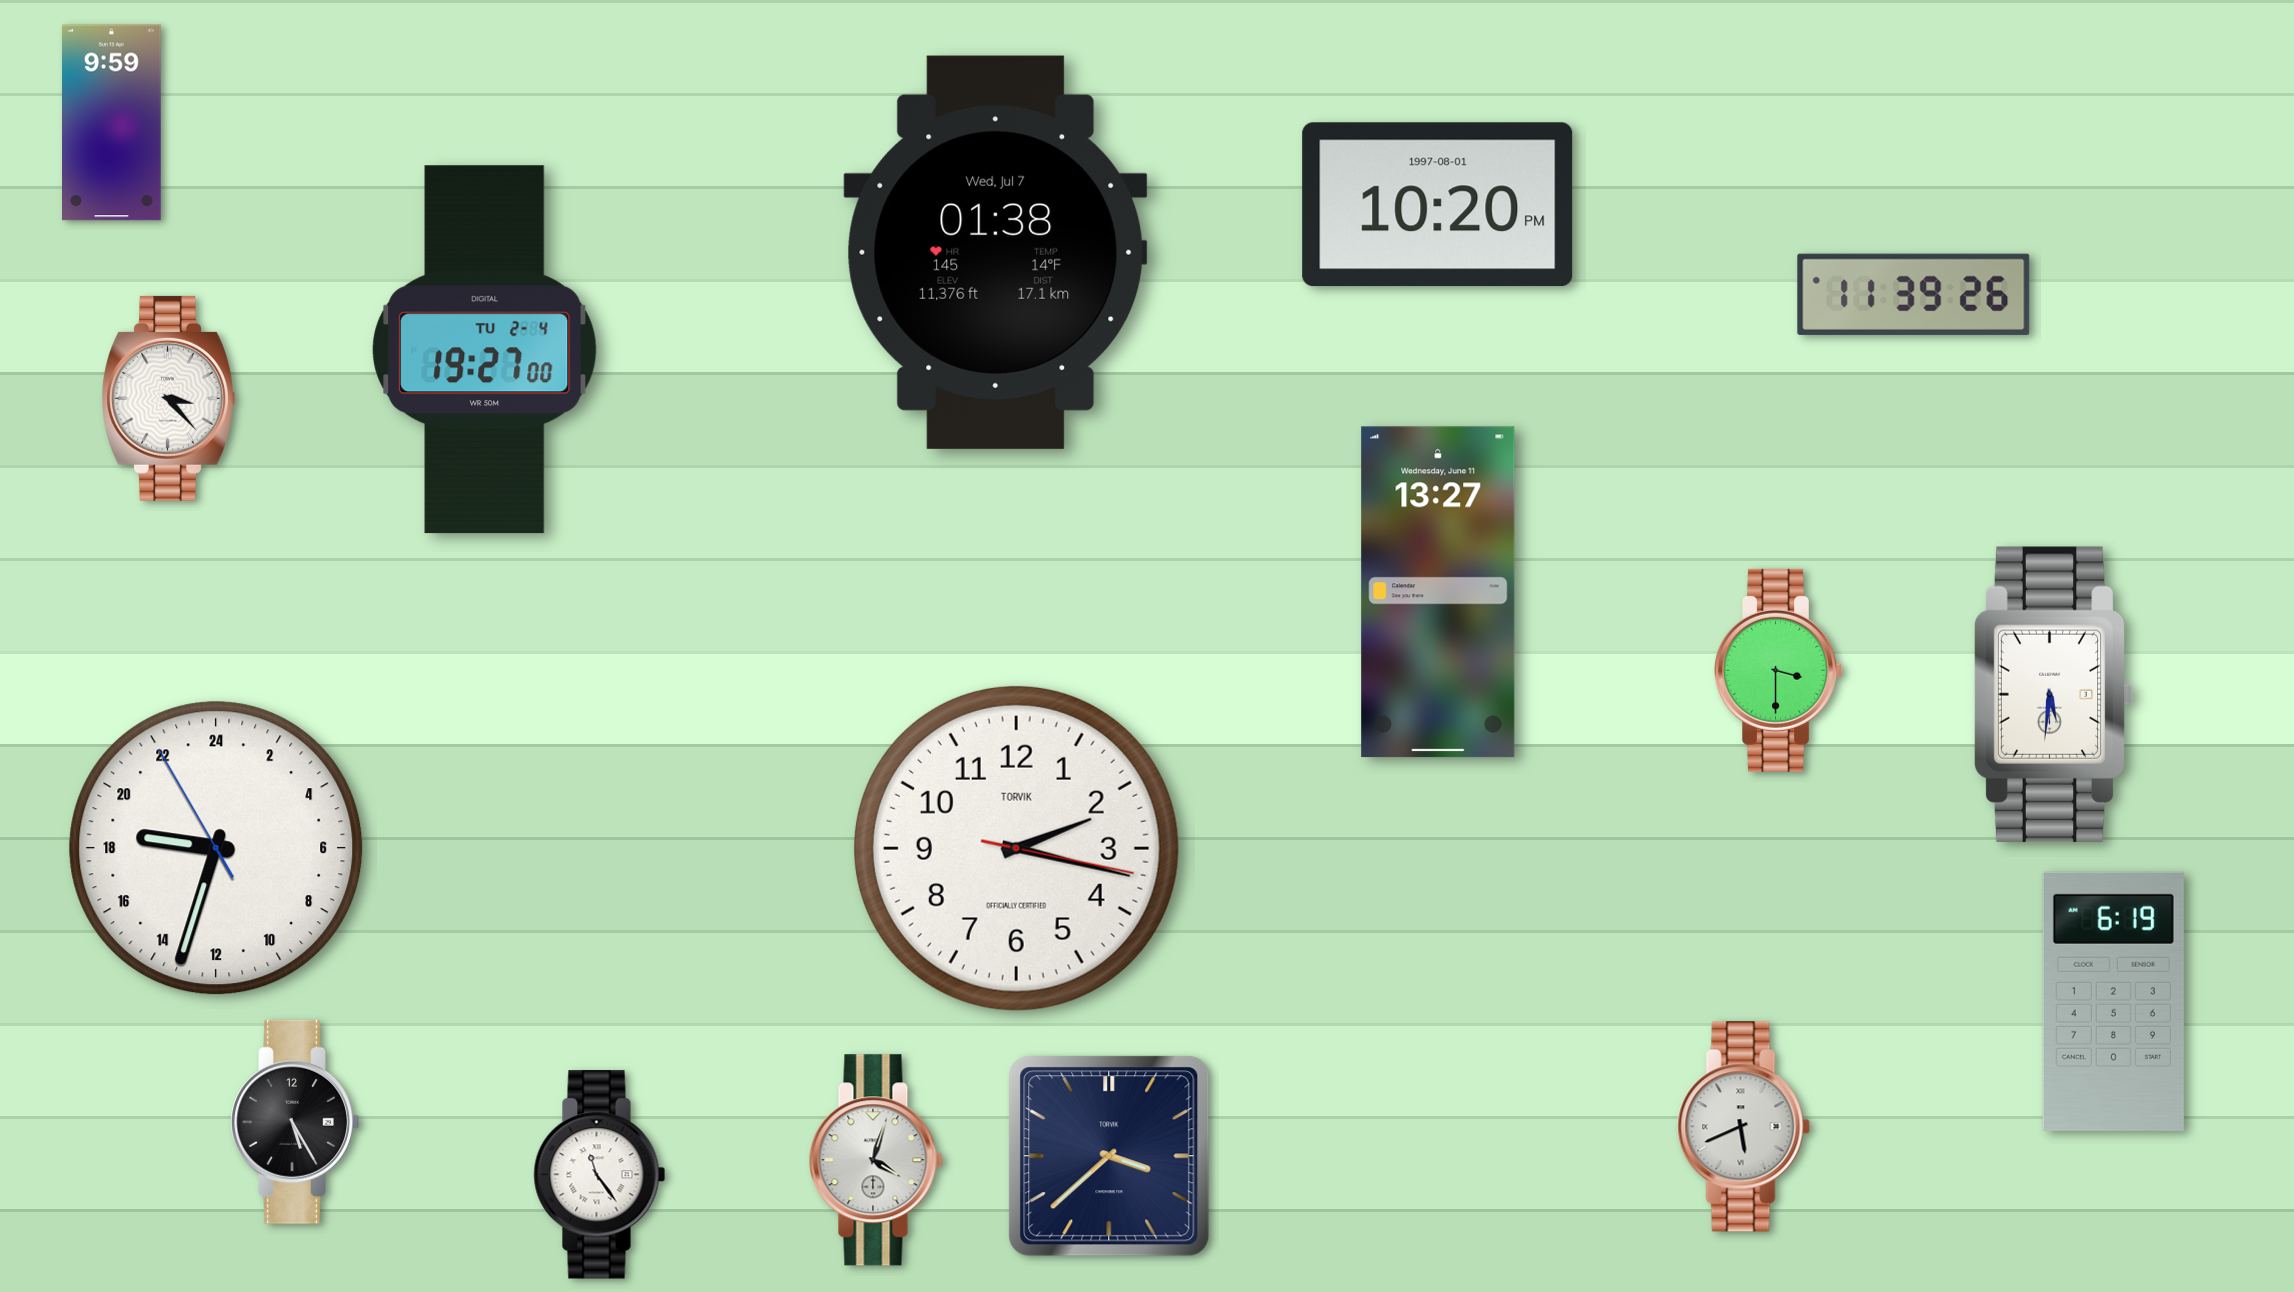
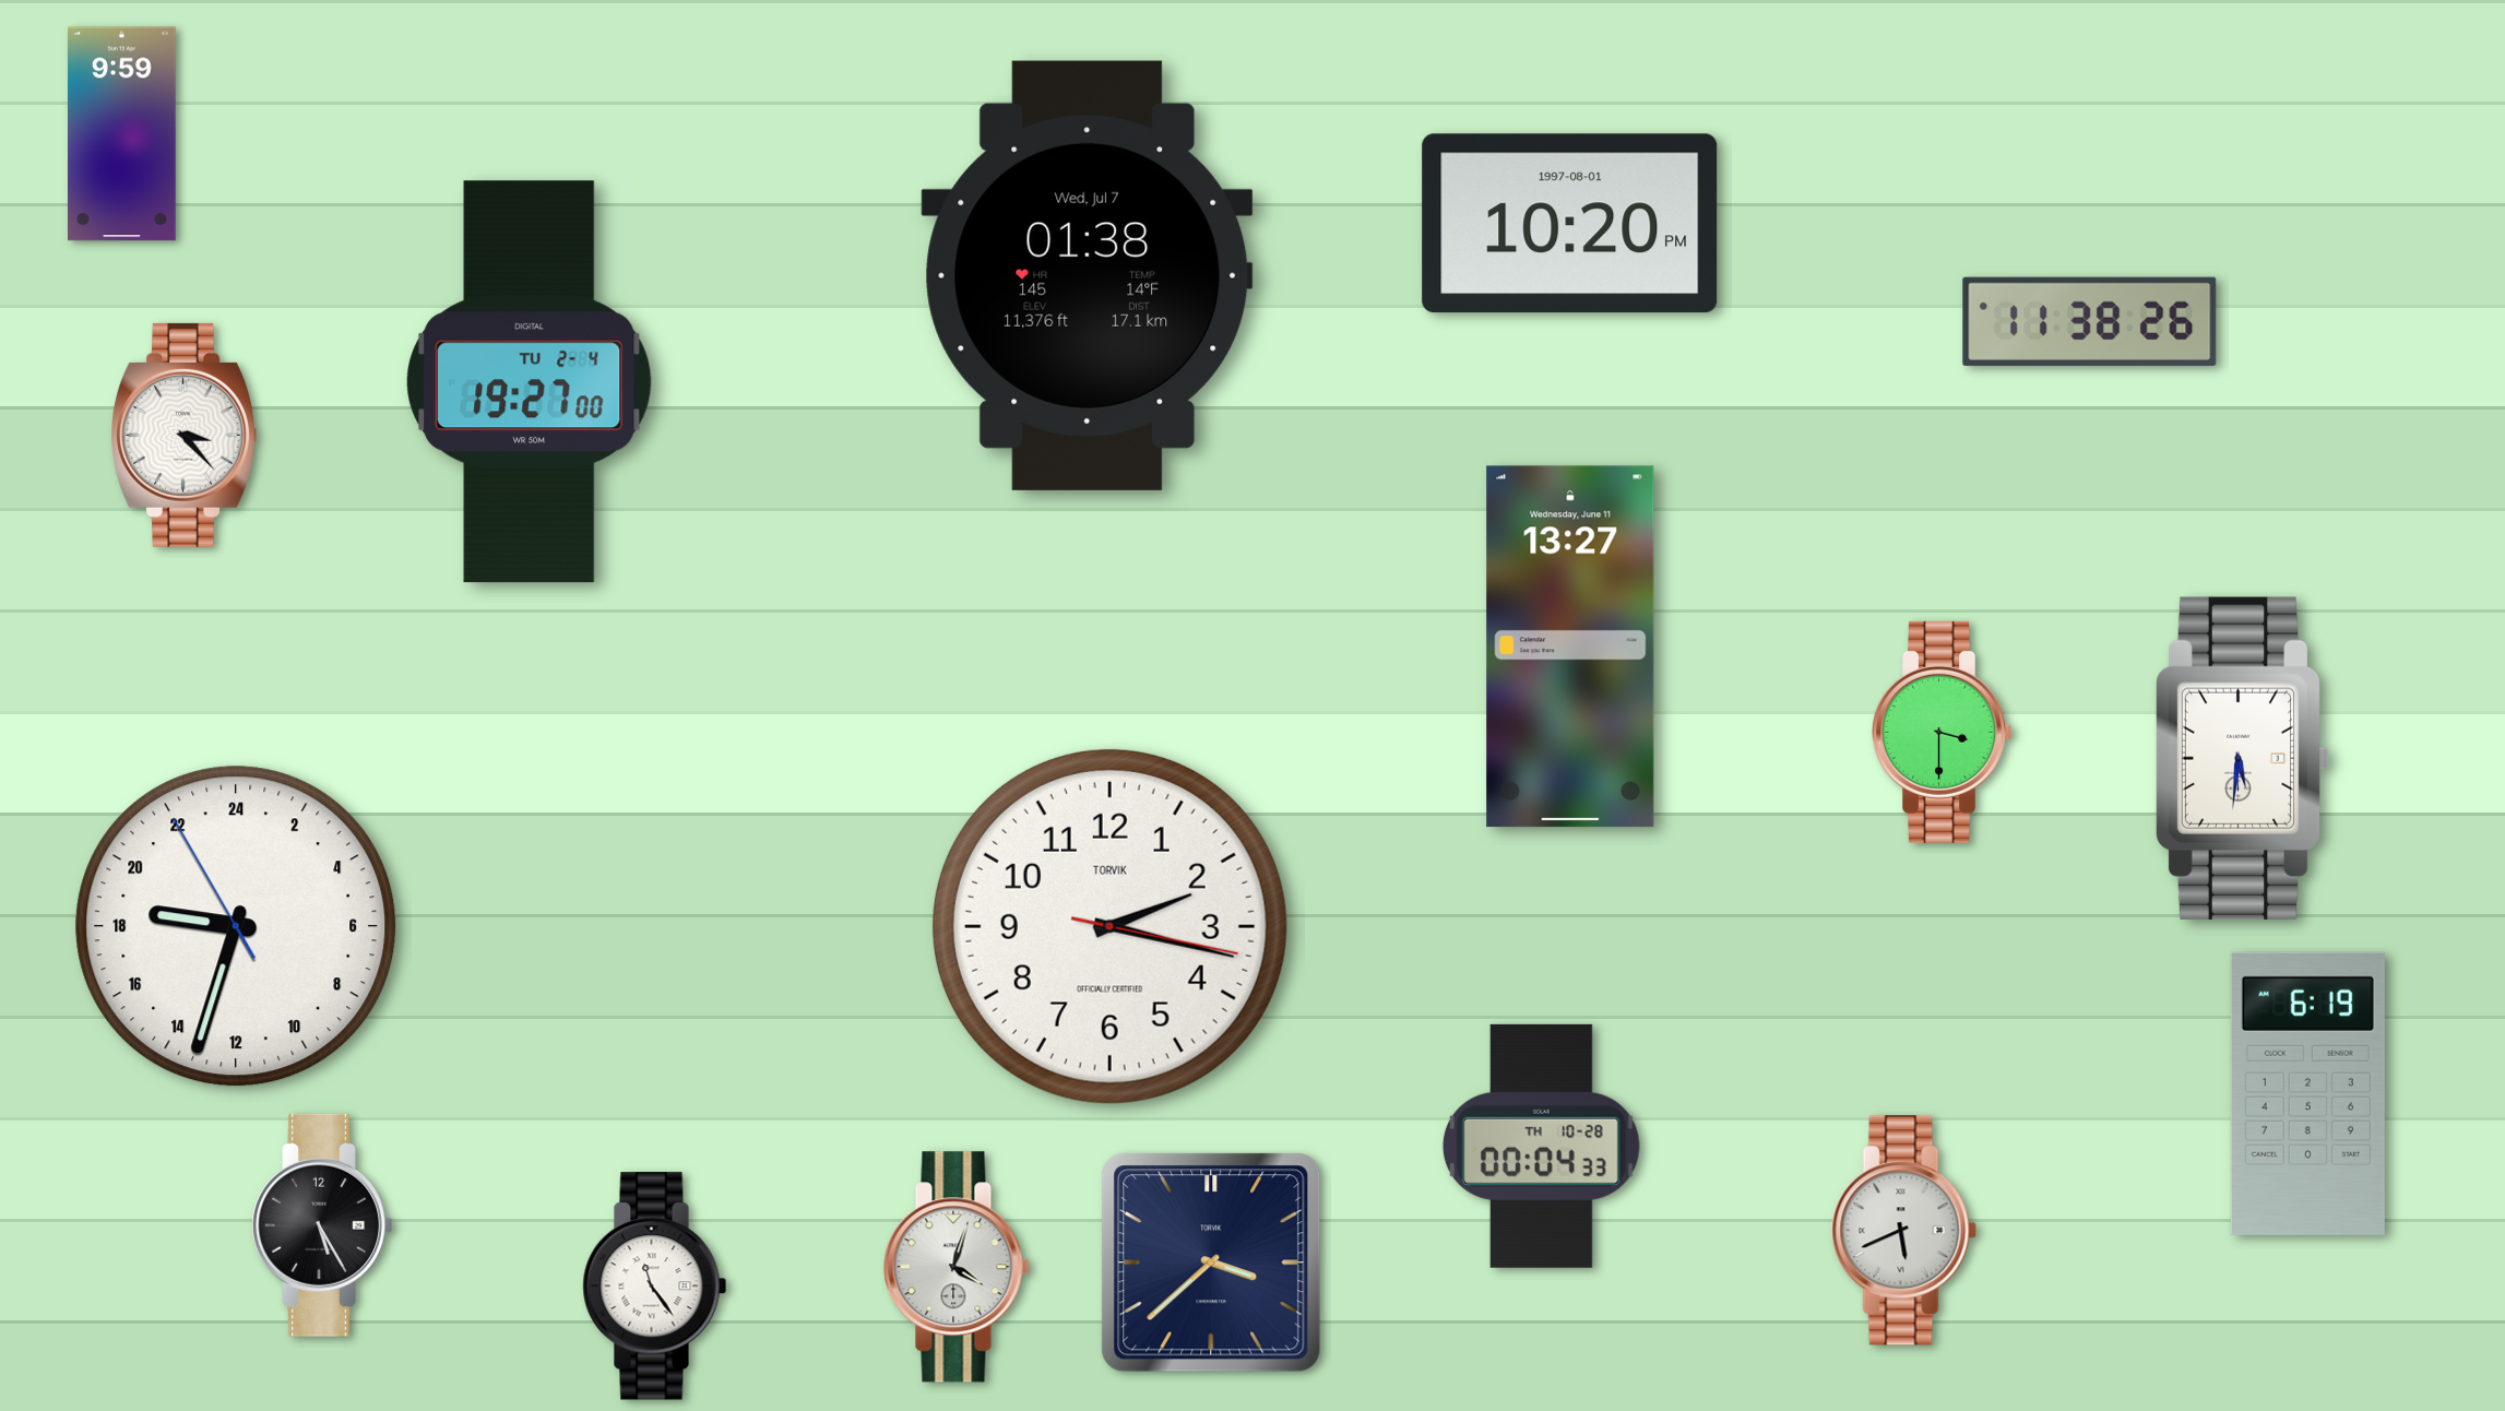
clock at (1914, 294): 11:39 -> 11:38
clock at (1541, 1146): none -> 00:04
clock at (600, 1175) position: (600, 1175) -> (655, 1286)
